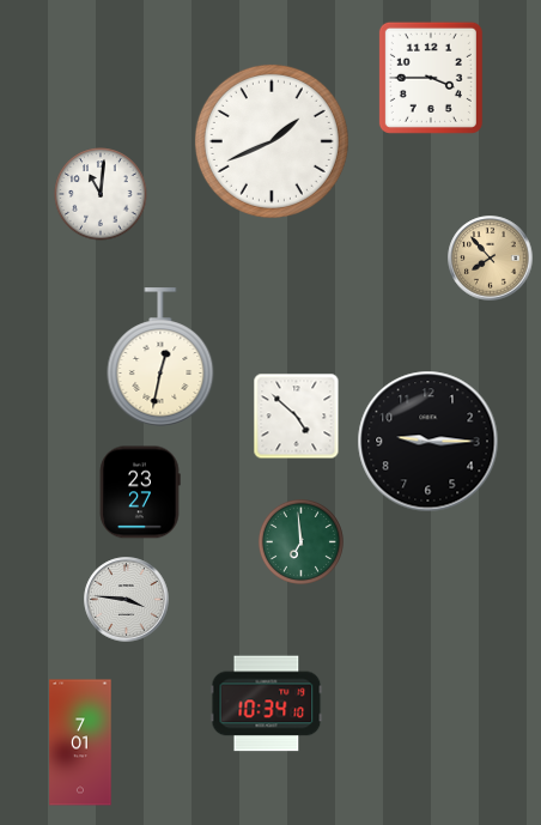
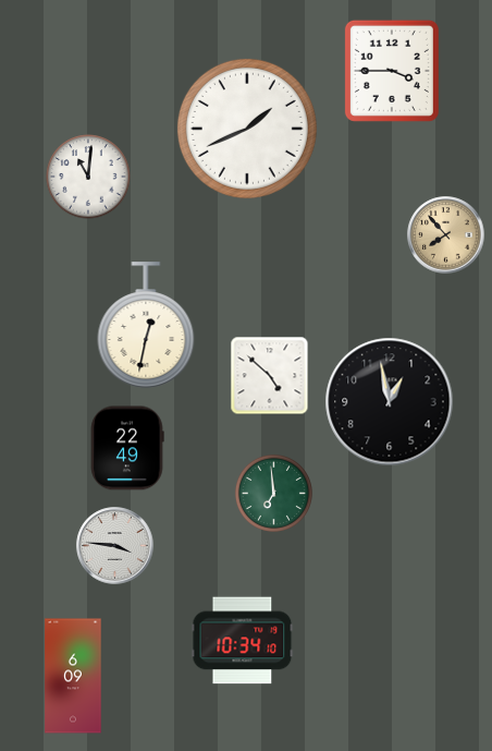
clock at (101, 194) position: (101, 194) -> (88, 177)
clock at (297, 417) position: (297, 417) -> (270, 376)
clock at (428, 442): 9:15 -> 12:58
clock at (140, 492): 23:27 -> 22:49
clock at (80, 742): 7:01 -> 6:09
